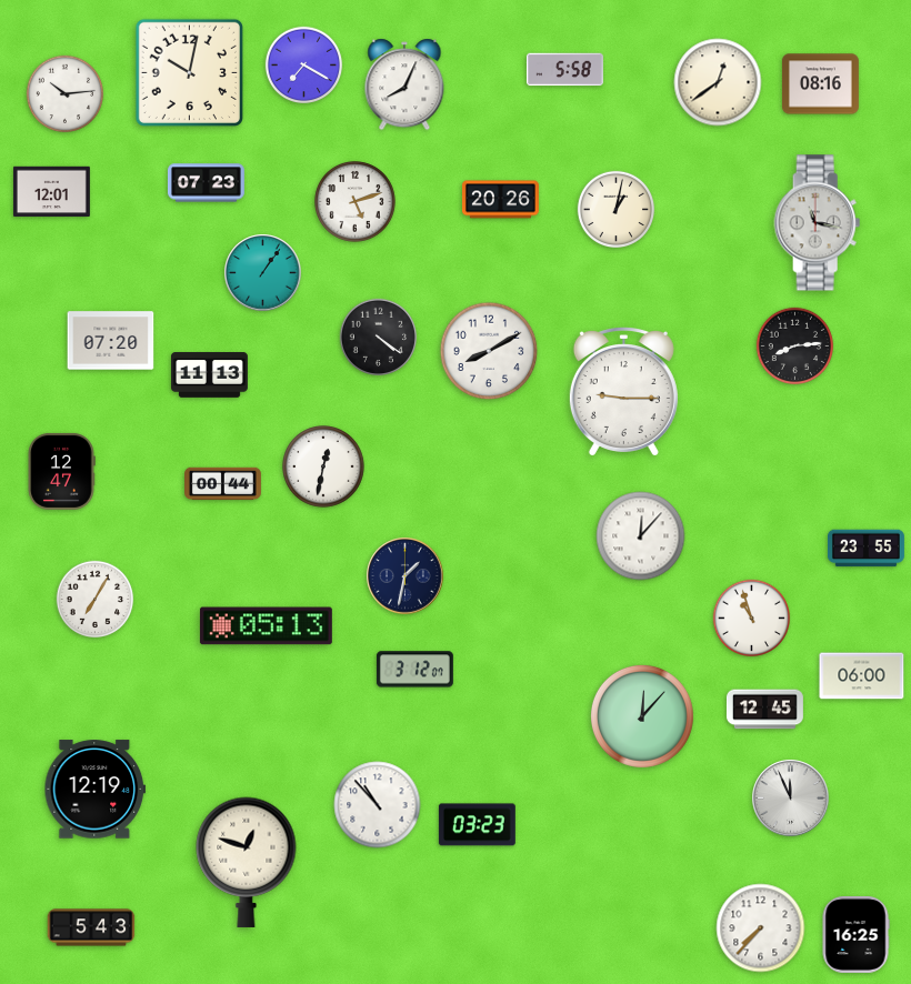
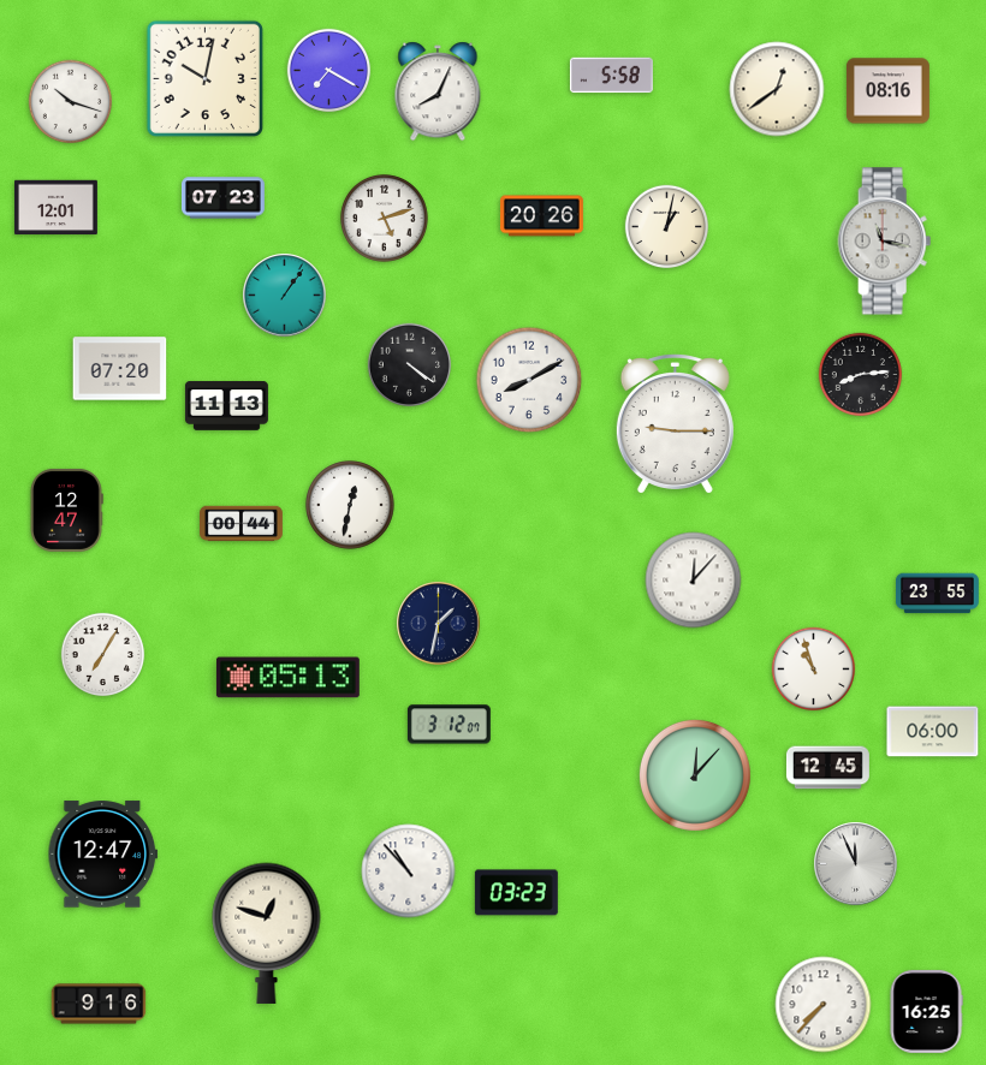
clock at (66, 94): 10:14 -> 10:18
clock at (96, 600) position: (96, 600) -> (103, 655)
clock at (96, 790): 12:19 -> 12:47
clock at (91, 927): 5:43 -> 9:16
